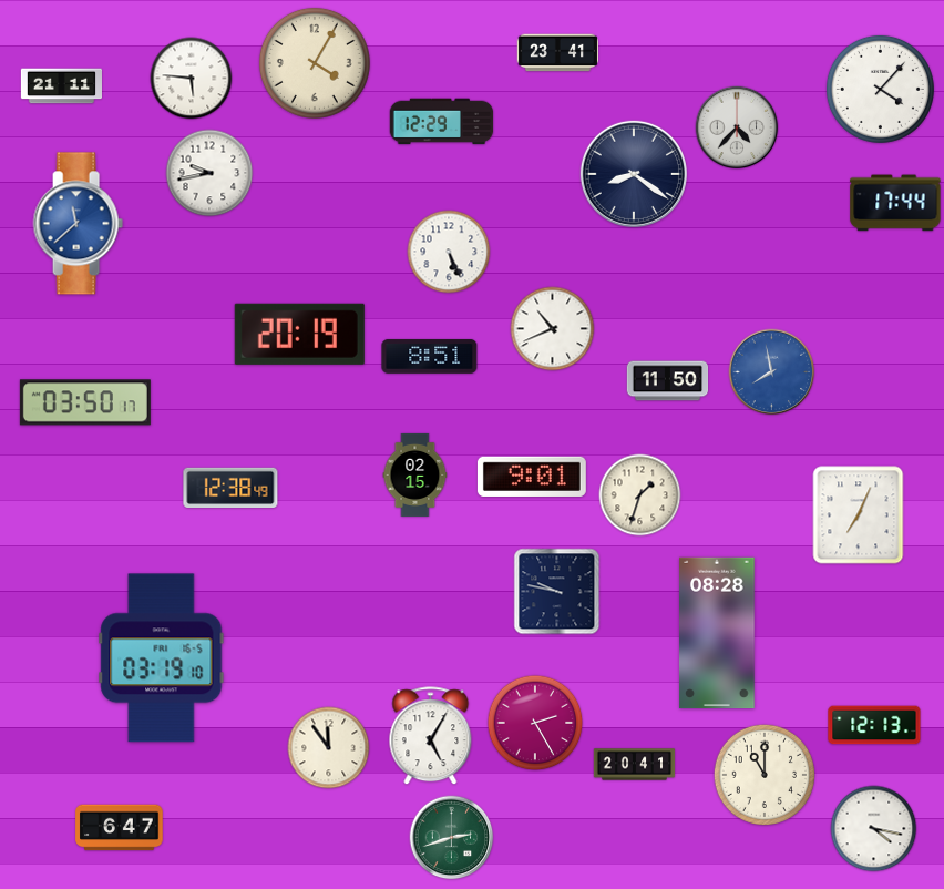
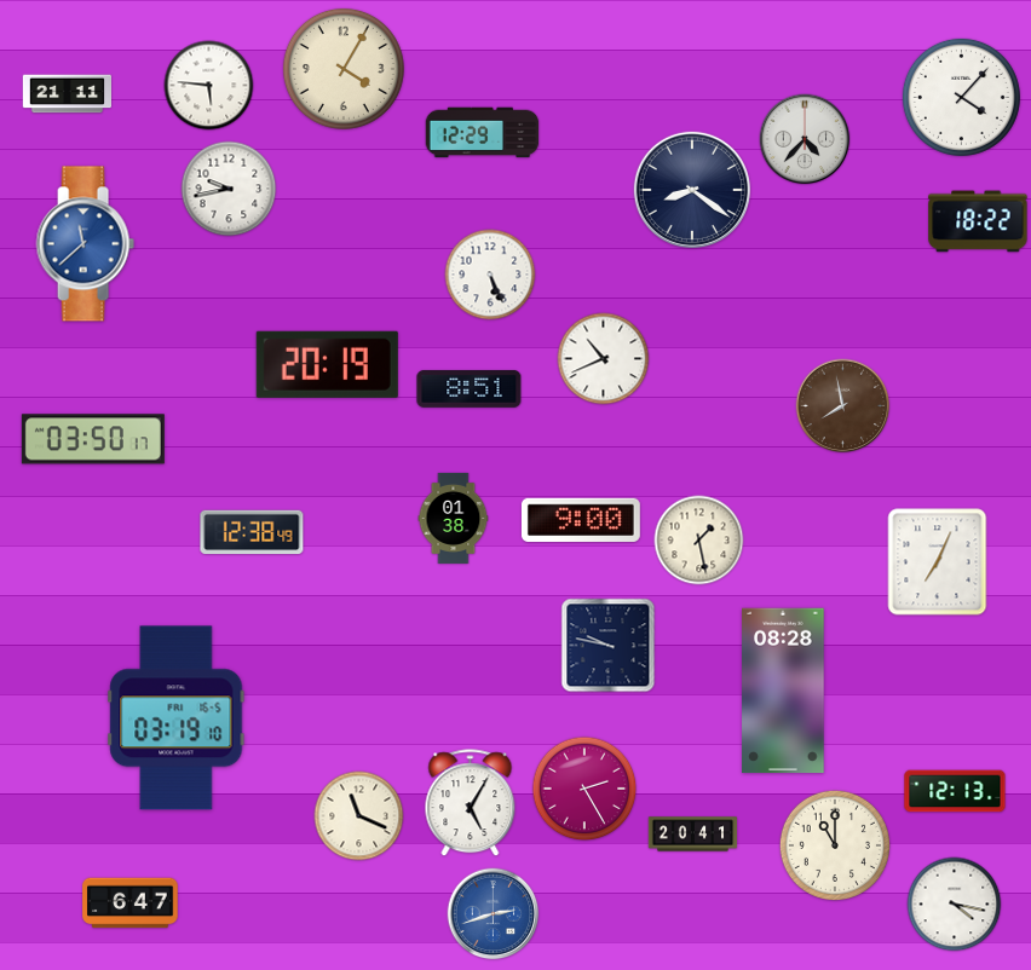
clock at (557, 53): 23:41 -> none
clock at (895, 203): 17:44 -> 18:22
clock at (772, 372) dial: blue -> brown
clock at (668, 381): 11:50 -> none
clock at (415, 474): 02:15 -> 01:38
clock at (532, 476): 9:01 -> 9:00
clock at (640, 495): 1:33 -> 1:28
clock at (329, 748): 11:54 -> 11:19
clock at (452, 838) dial: green -> blue
